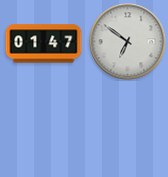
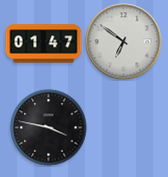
clock at (128, 42) position: (128, 42) -> (124, 42)
clock at (49, 128): none -> 3:47
